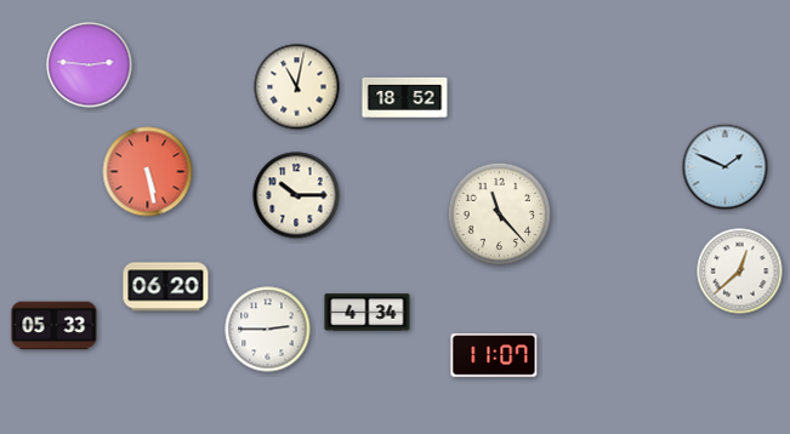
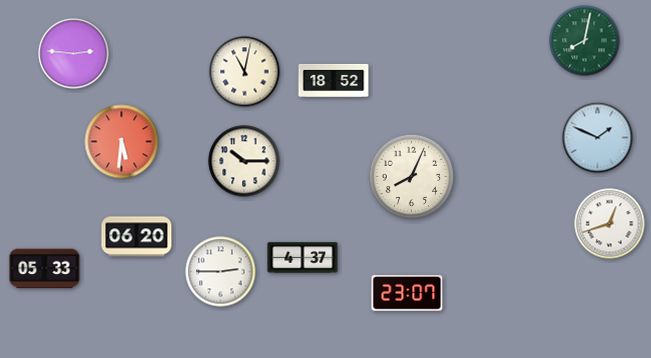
clock at (585, 41): none -> 8:02
clock at (148, 172): 5:28 -> 5:31
clock at (500, 215): 11:23 -> 8:04
clock at (740, 272): 12:38 -> 12:42
clock at (368, 313): 4:34 -> 4:37
clock at (494, 355): 11:07 -> 23:07
